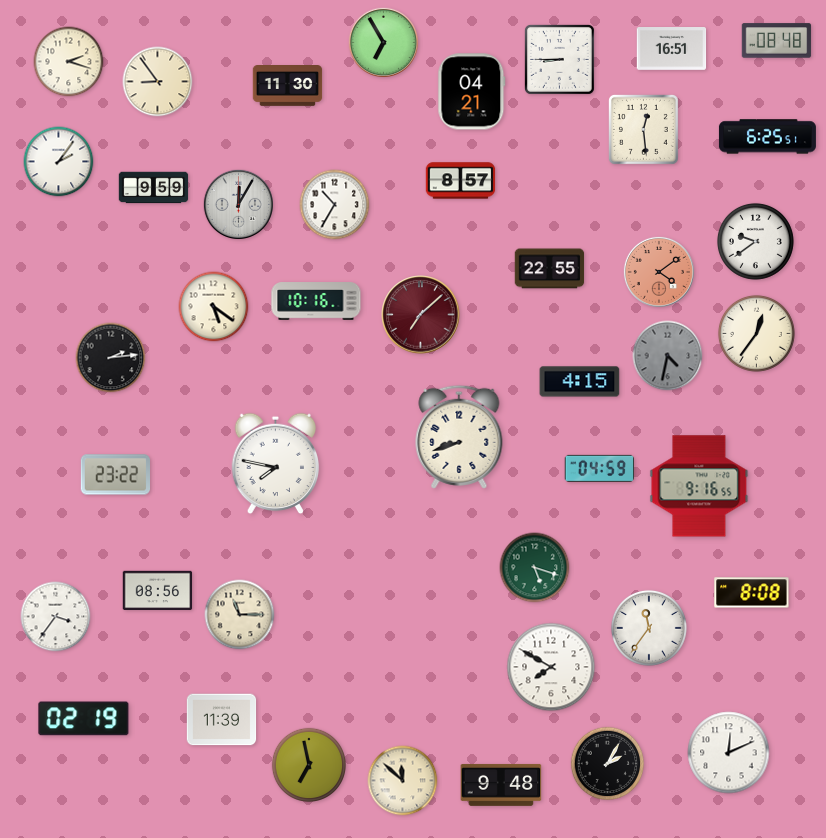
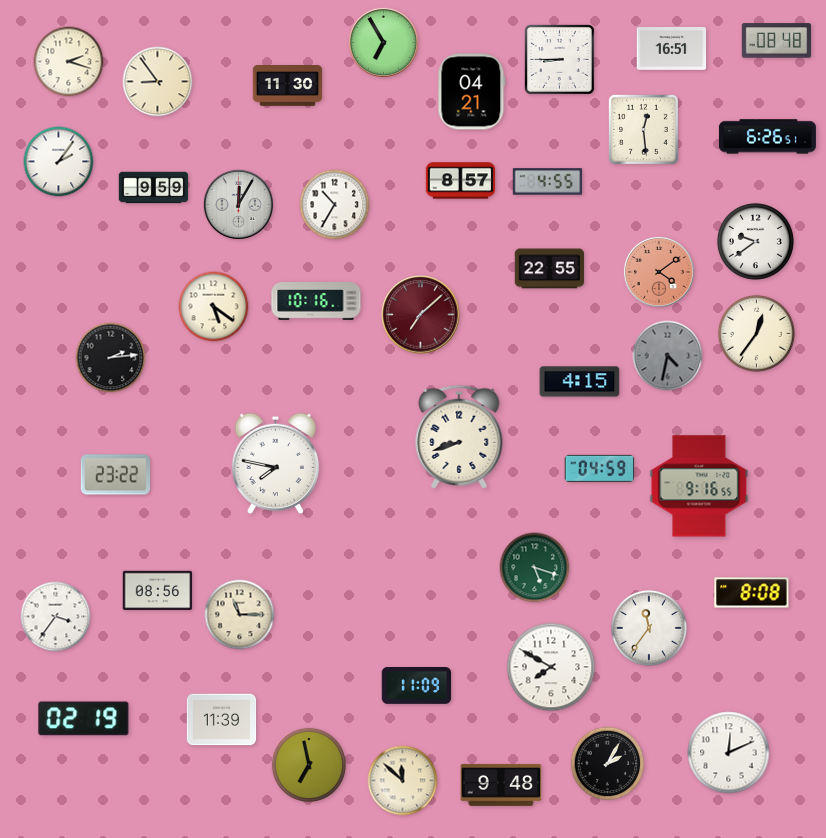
clock at (767, 137): 6:25 -> 6:26
clock at (548, 182): none -> 4:55
clock at (417, 686): none -> 11:09
